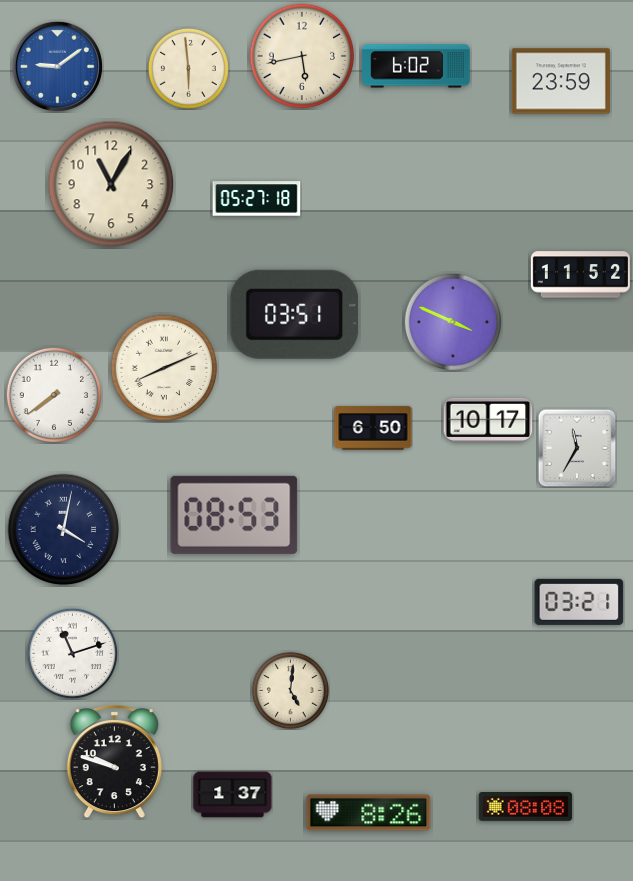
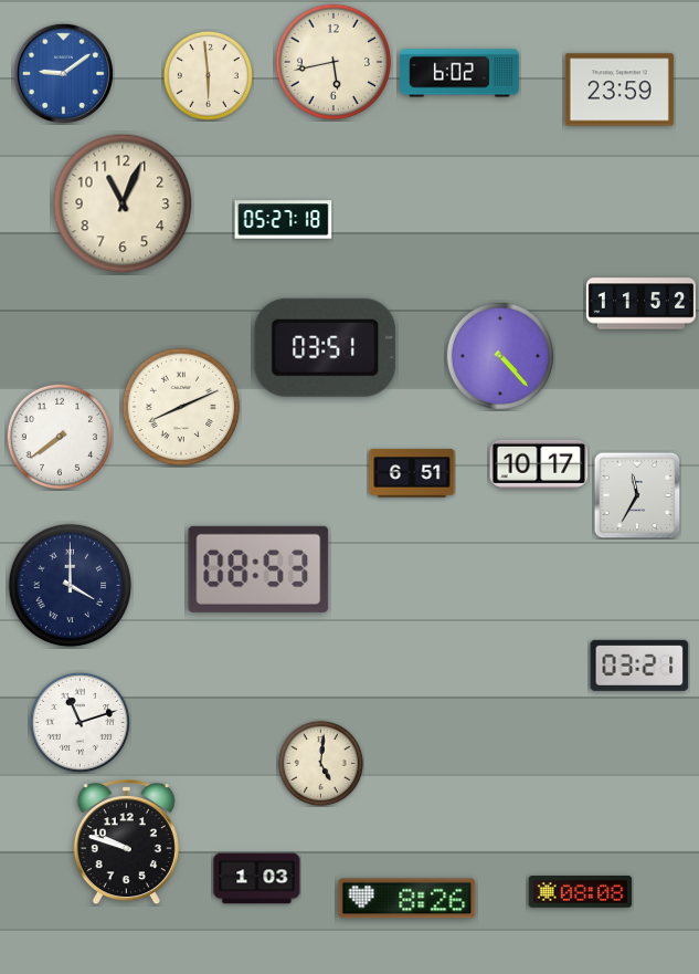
clock at (111, 184): 11:05 -> 11:04
clock at (452, 321): 3:49 -> 4:23
clock at (373, 428): 6:50 -> 6:51
clock at (64, 530): 4:02 -> 4:00
clock at (233, 795): 1:37 -> 1:03
